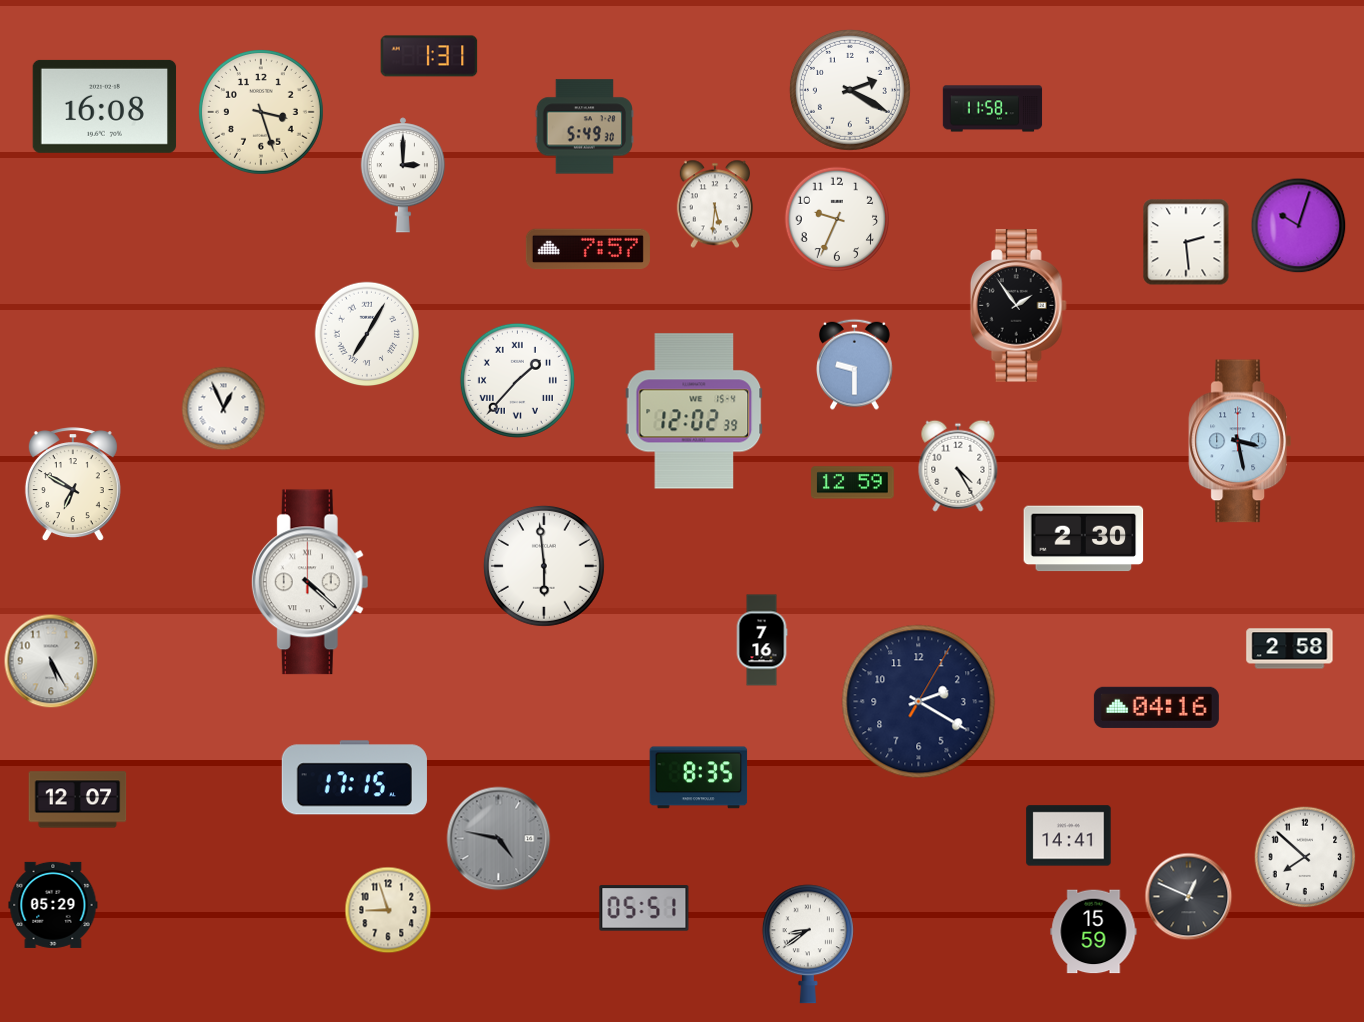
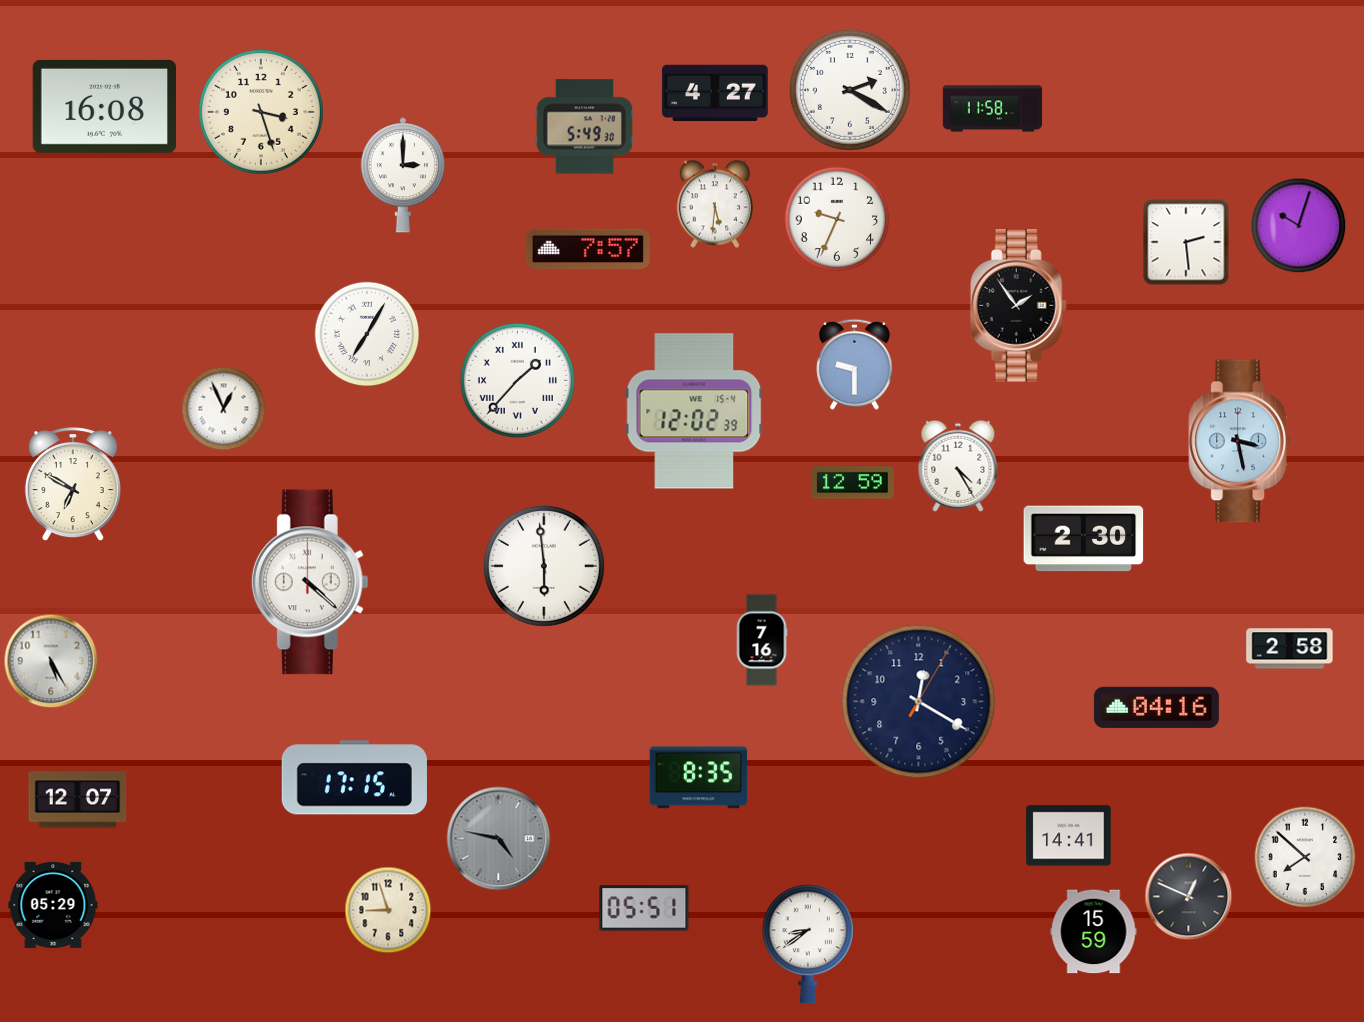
clock at (429, 56): 1:31 -> none
clock at (715, 93): none -> 4:27
clock at (919, 702): 2:20 -> 12:20
